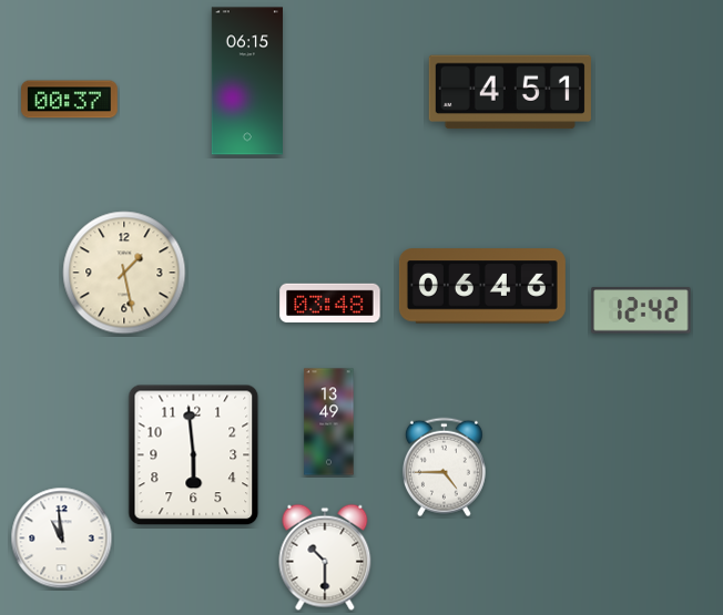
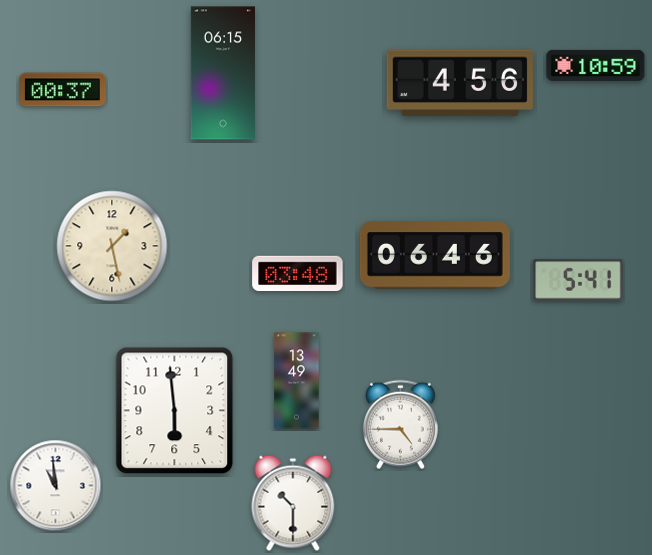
clock at (596, 65): none -> 10:59
clock at (510, 92): 4:51 -> 4:56
clock at (482, 286) position: (482, 286) -> (435, 255)
clock at (641, 310): 12:42 -> 5:41
clock at (444, 468) position: (444, 468) -> (400, 425)
